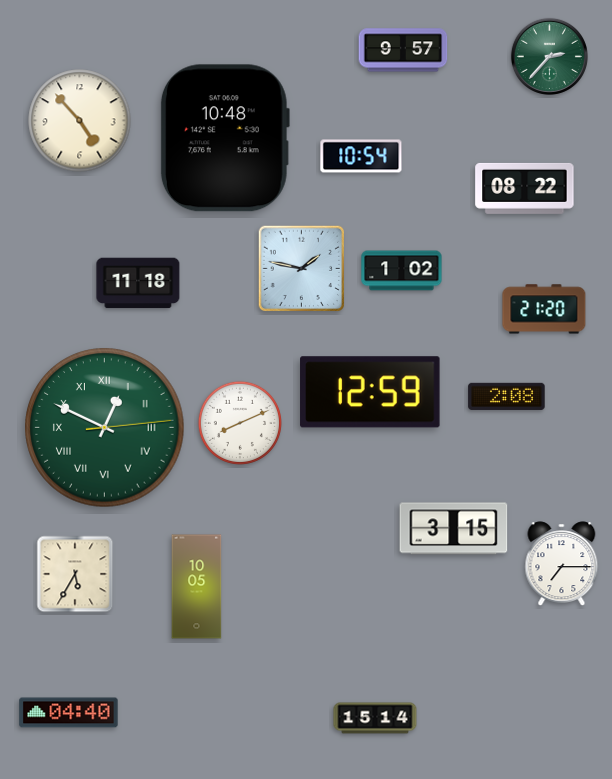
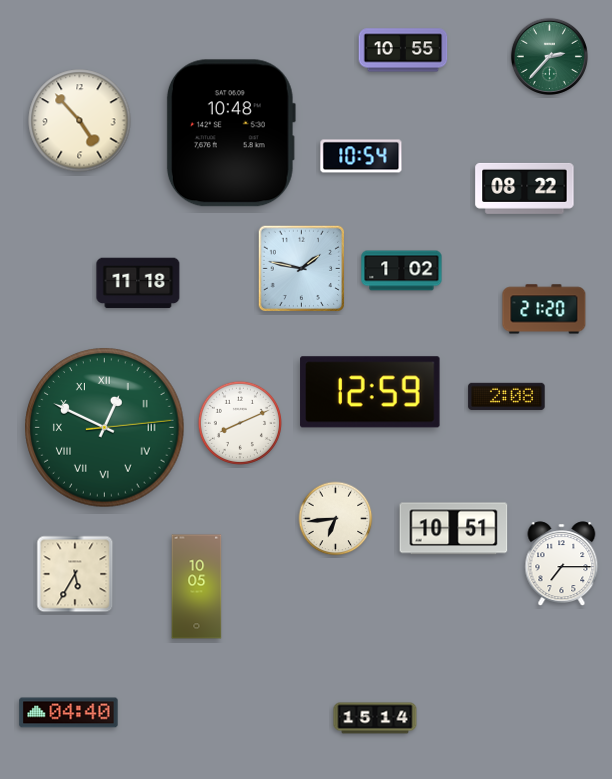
clock at (403, 50): 9:57 -> 10:55
clock at (225, 138) position: (225, 138) -> (231, 133)
clock at (336, 519): none -> 6:44
clock at (454, 529): 3:15 -> 10:51
